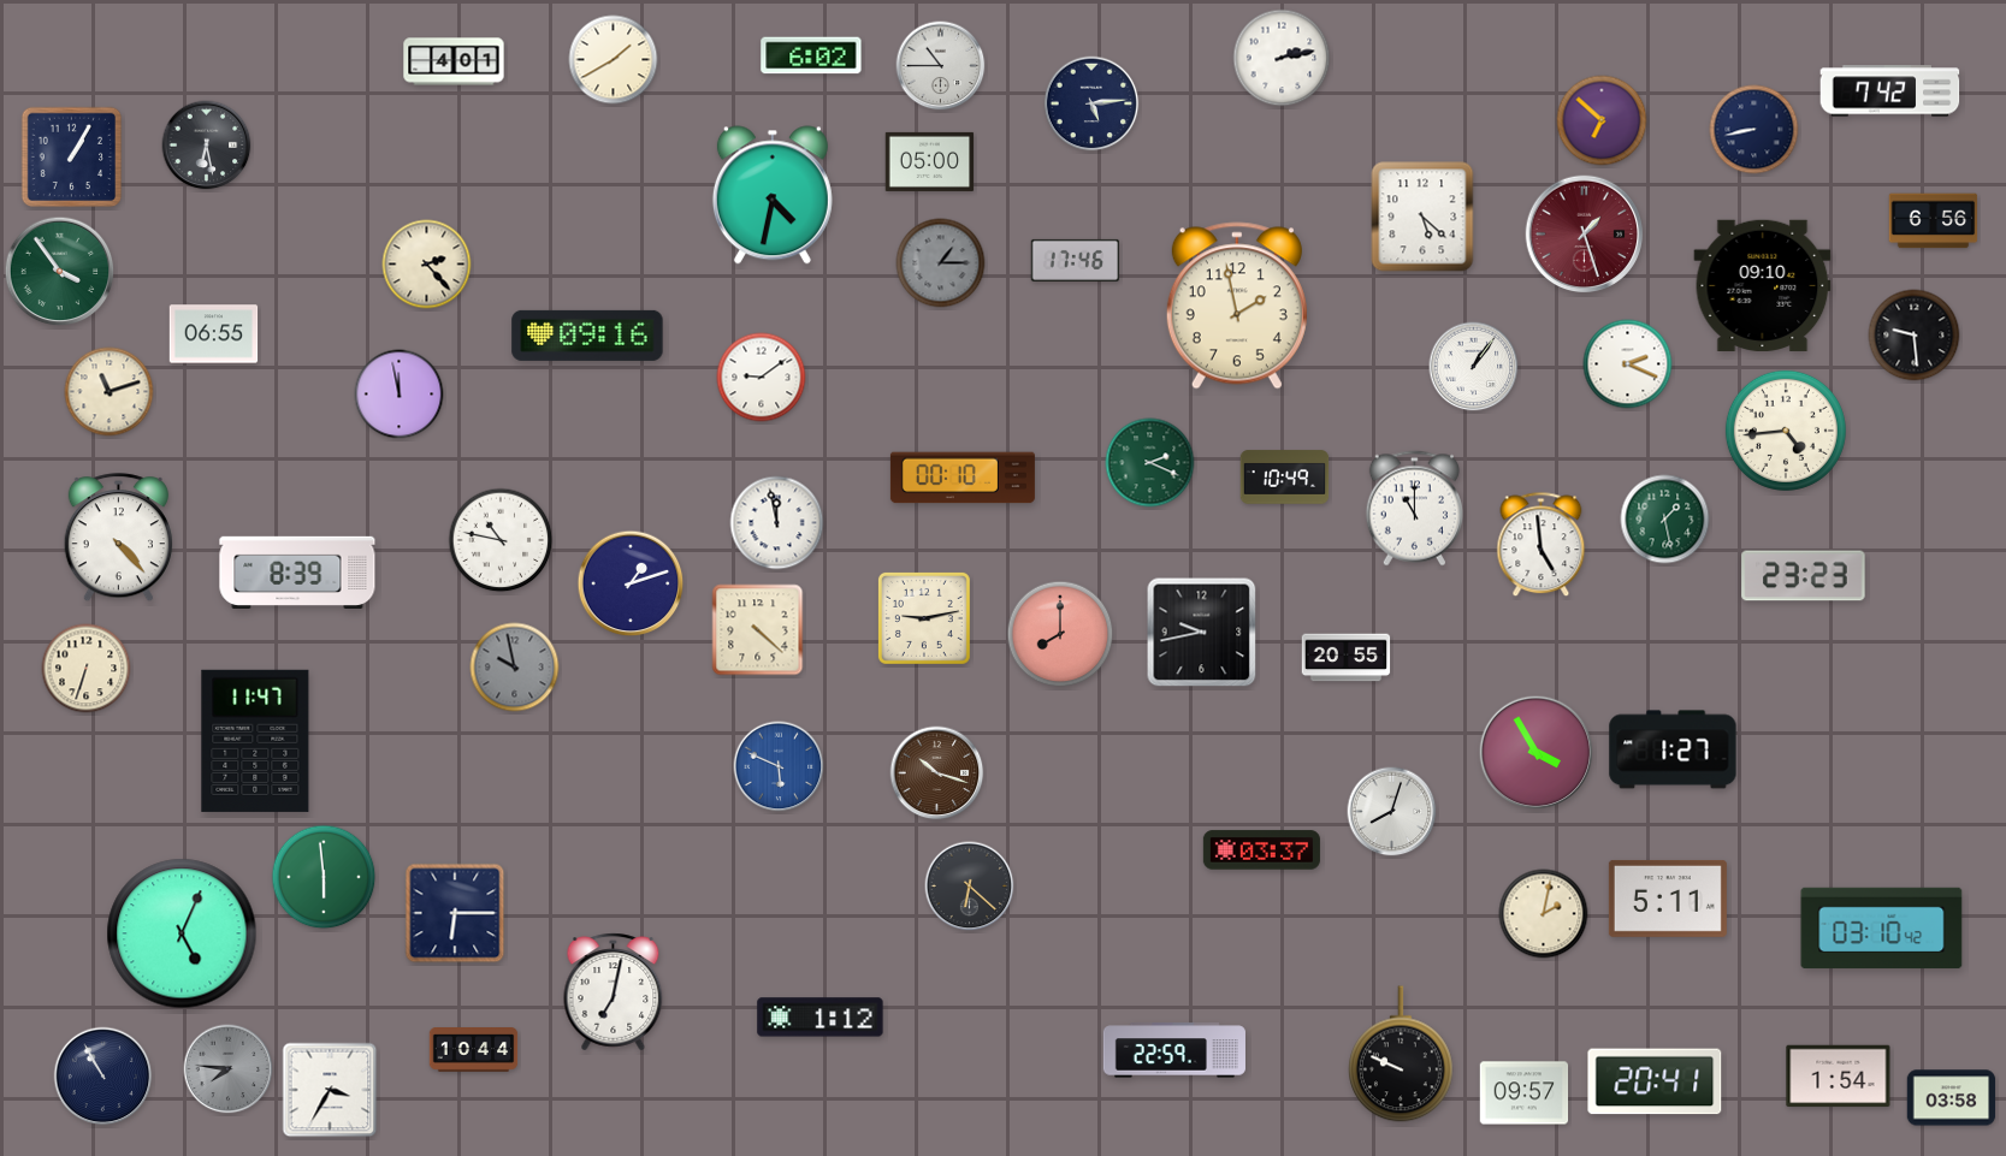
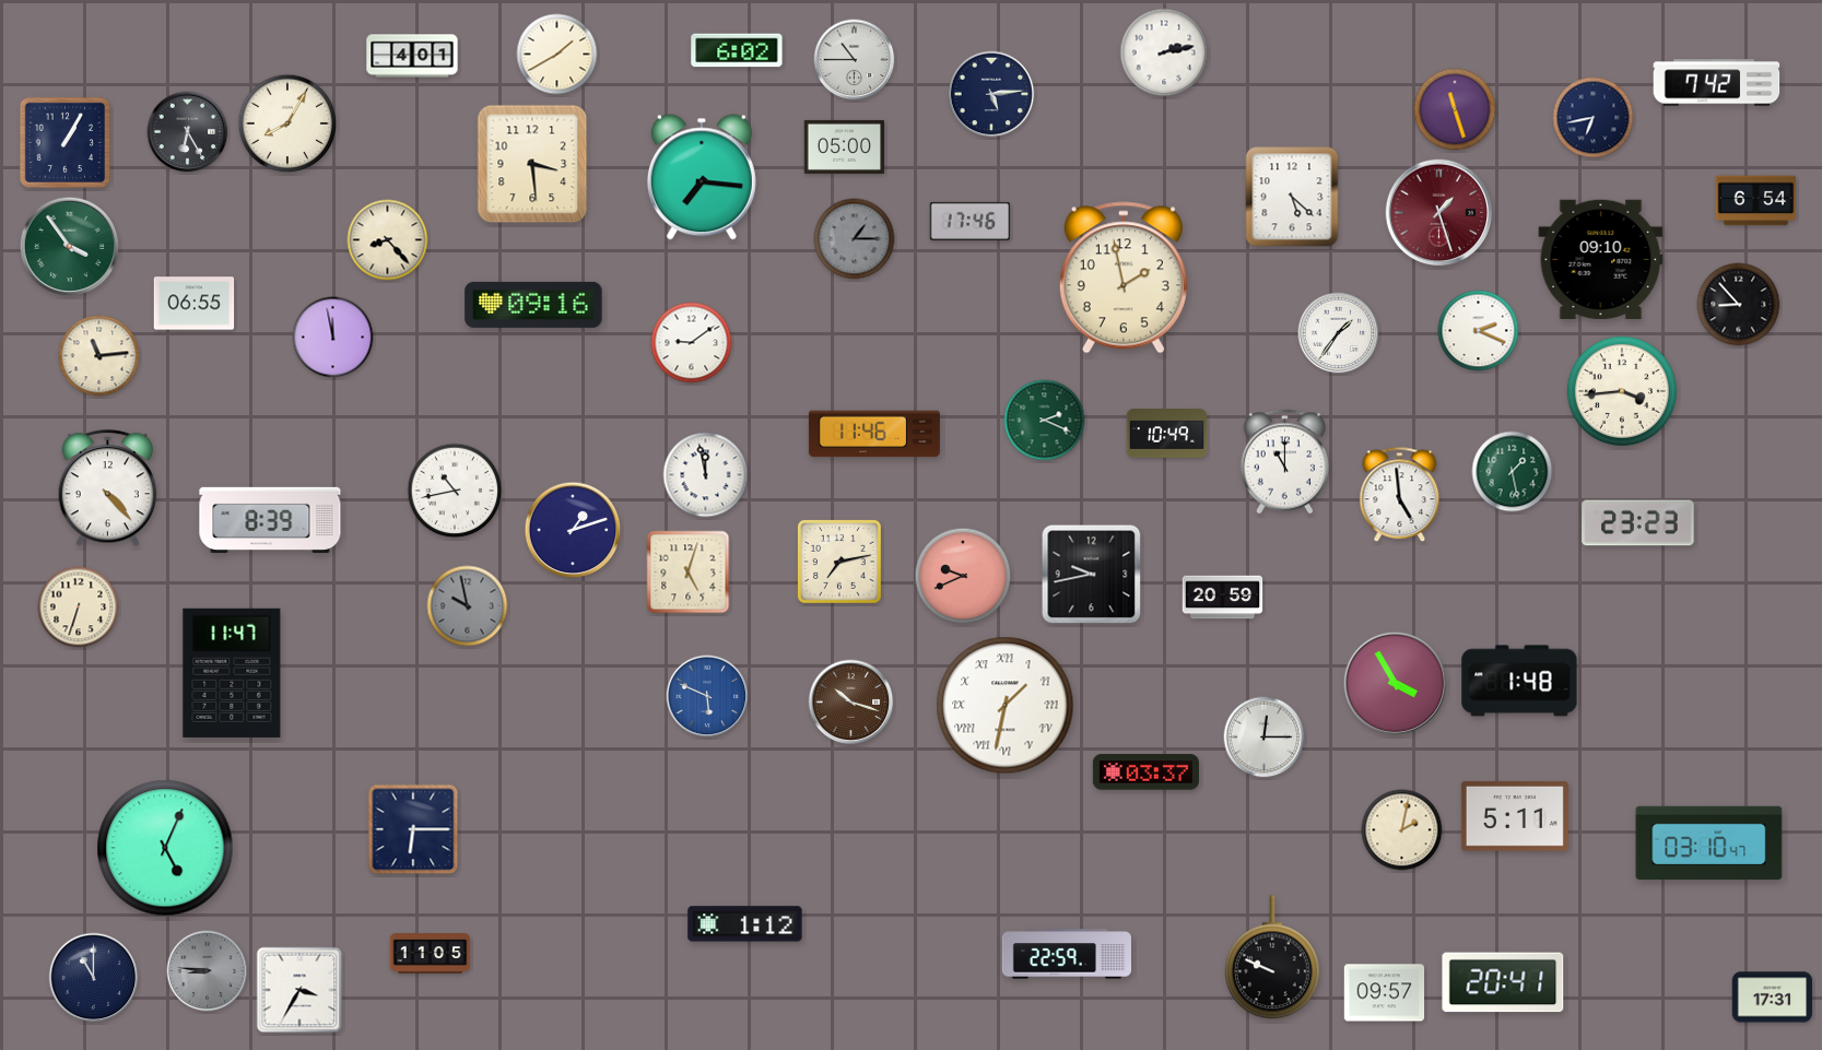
clock at (1602, 120): 6:52 -> 11:27
clock at (1754, 130): 8:43 -> 6:43
clock at (287, 123): none -> 8:05
clock at (207, 146): 6:28 -> 6:25
clock at (532, 164): none -> 3:29
clock at (773, 195): 4:32 -> 7:16
clock at (1934, 221): 6:56 -> 6:54
clock at (1076, 260) position: (1076, 260) -> (971, 221)
clock at (427, 265): 2:23 -> 8:23
clock at (60, 272) position: (60, 272) -> (70, 247)
clock at (1915, 336): 9:29 -> 8:53
clock at (1474, 367): 1:06 -> 1:36
clock at (110, 392): 11:12 -> 11:14
clock at (400, 395) position: (400, 395) -> (333, 338)
clock at (1786, 431): 4:44 -> 3:44
clock at (963, 478): 00:10 -> 11:46
clock at (501, 540): 10:47 -> 10:43
clock at (924, 618): 9:13 -> 7:13
clock at (758, 630): 4:22 -> 5:03
clock at (1060, 634): 8:00 -> 9:41
clock at (1347, 658): 20:55 -> 20:59
clock at (1673, 749): 1:27 -> 1:48
clock at (1006, 706): none -> 1:32
clock at (1392, 812): 8:03 -> 12:15
clock at (324, 877): 5:59 -> none
clock at (970, 887): 6:22 -> none
clock at (1882, 929): 03:10:42 -> 03:10:47
clock at (614, 992): 7:02 -> none
clock at (474, 1050): 10:44 -> 11:05
clock at (229, 1069): 7:46 -> 8:46
clock at (103, 1077): 10:55 -> 11:00
clock at (1839, 1077): 1:54 -> none
clock at (1952, 1098): 03:58 -> 17:31
